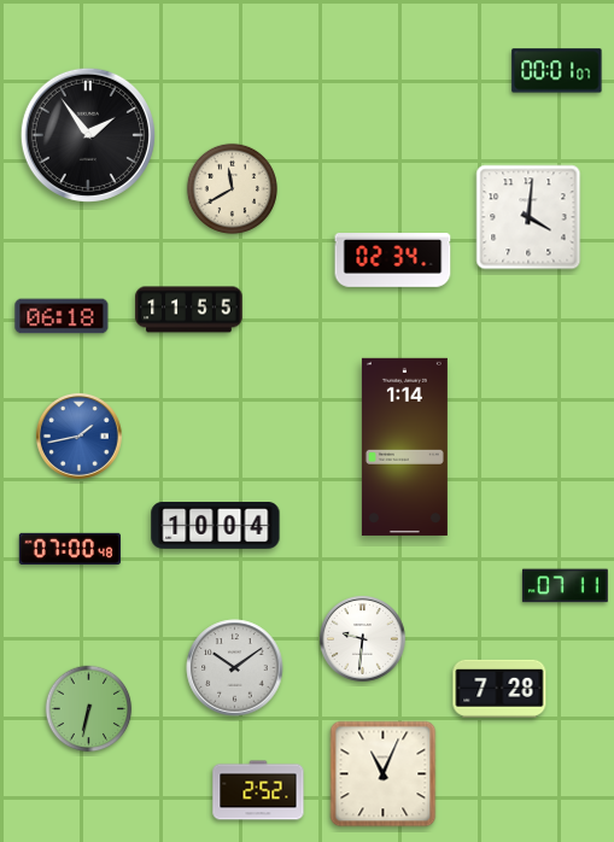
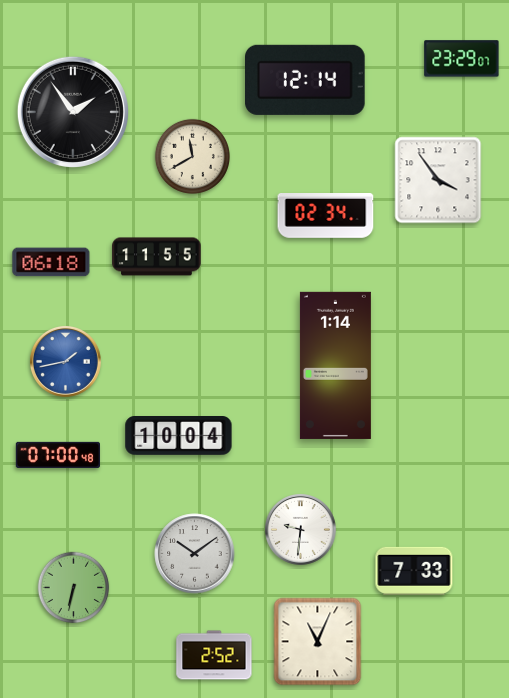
clock at (557, 71): 00:01 -> 23:29
clock at (306, 80): none -> 12:14
clock at (528, 217): 4:01 -> 3:54
clock at (404, 446) position: (404, 446) -> (335, 365)
clock at (565, 586): 07:11 -> none
clock at (499, 689): 7:28 -> 7:33
